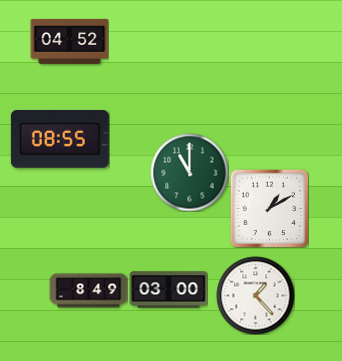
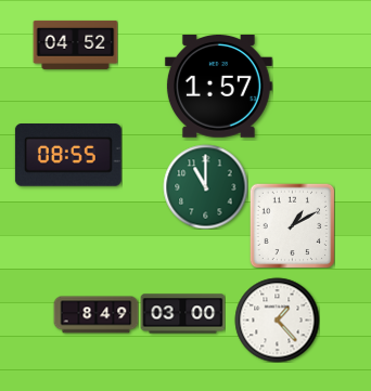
clock at (218, 87): none -> 1:57
clock at (60, 140) position: (60, 140) -> (68, 156)
